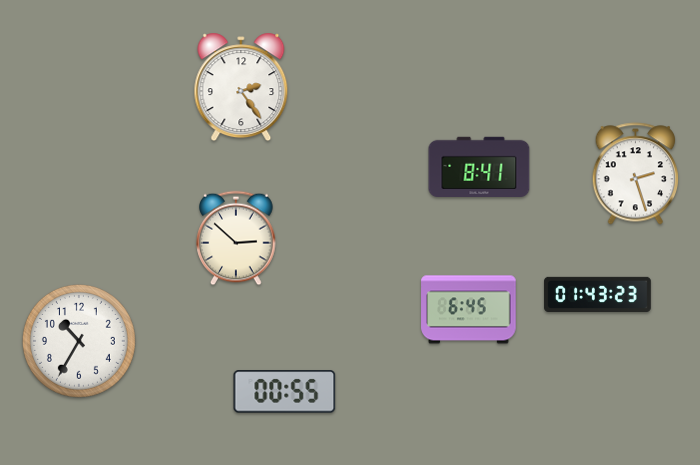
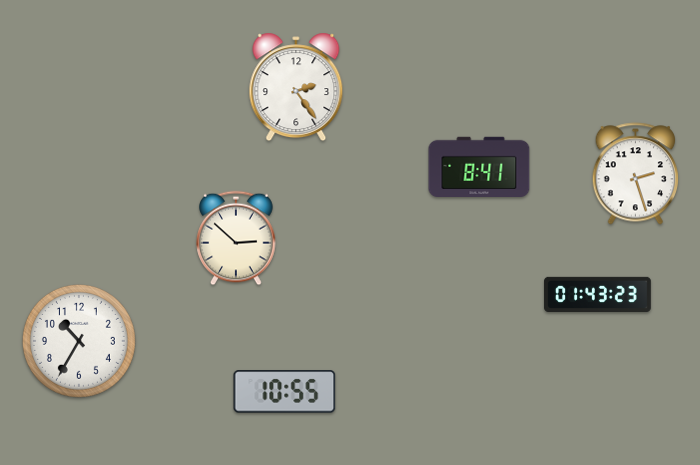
clock at (241, 87) position: (241, 87) -> (296, 87)
clock at (469, 310): 6:45 -> none
clock at (285, 392): 00:55 -> 10:55
